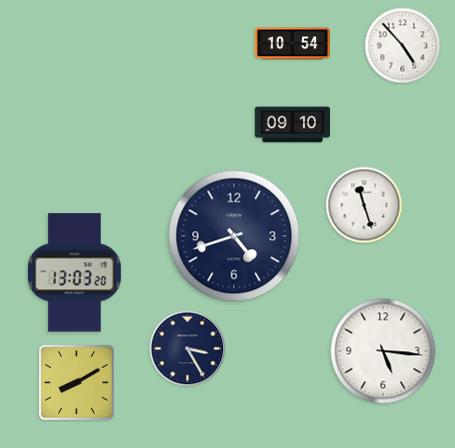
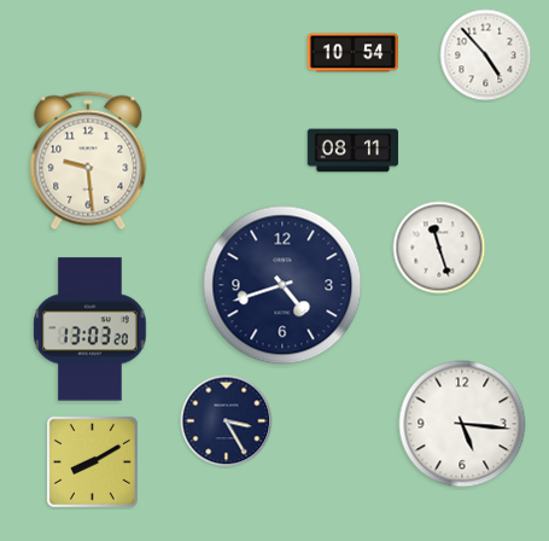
clock at (293, 125): 09:10 -> 08:11
clock at (88, 161): none -> 9:29
